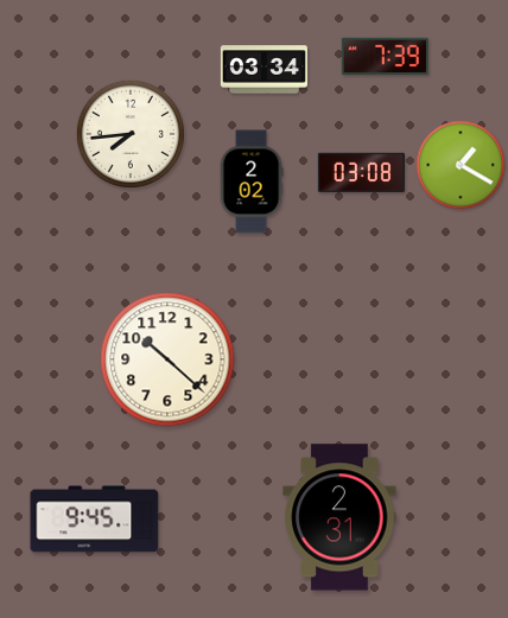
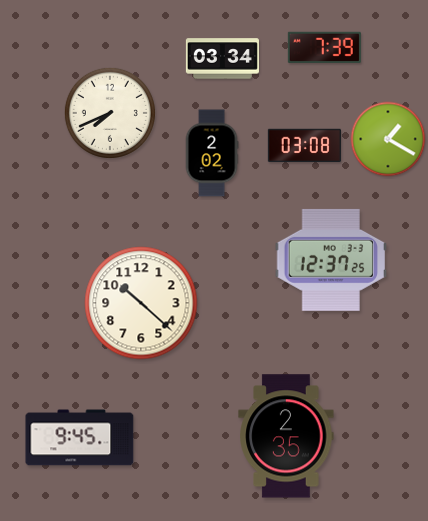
clock at (131, 134): 7:44 -> 7:41
clock at (331, 260): none -> 12:37
clock at (339, 517): 2:31 -> 2:35
